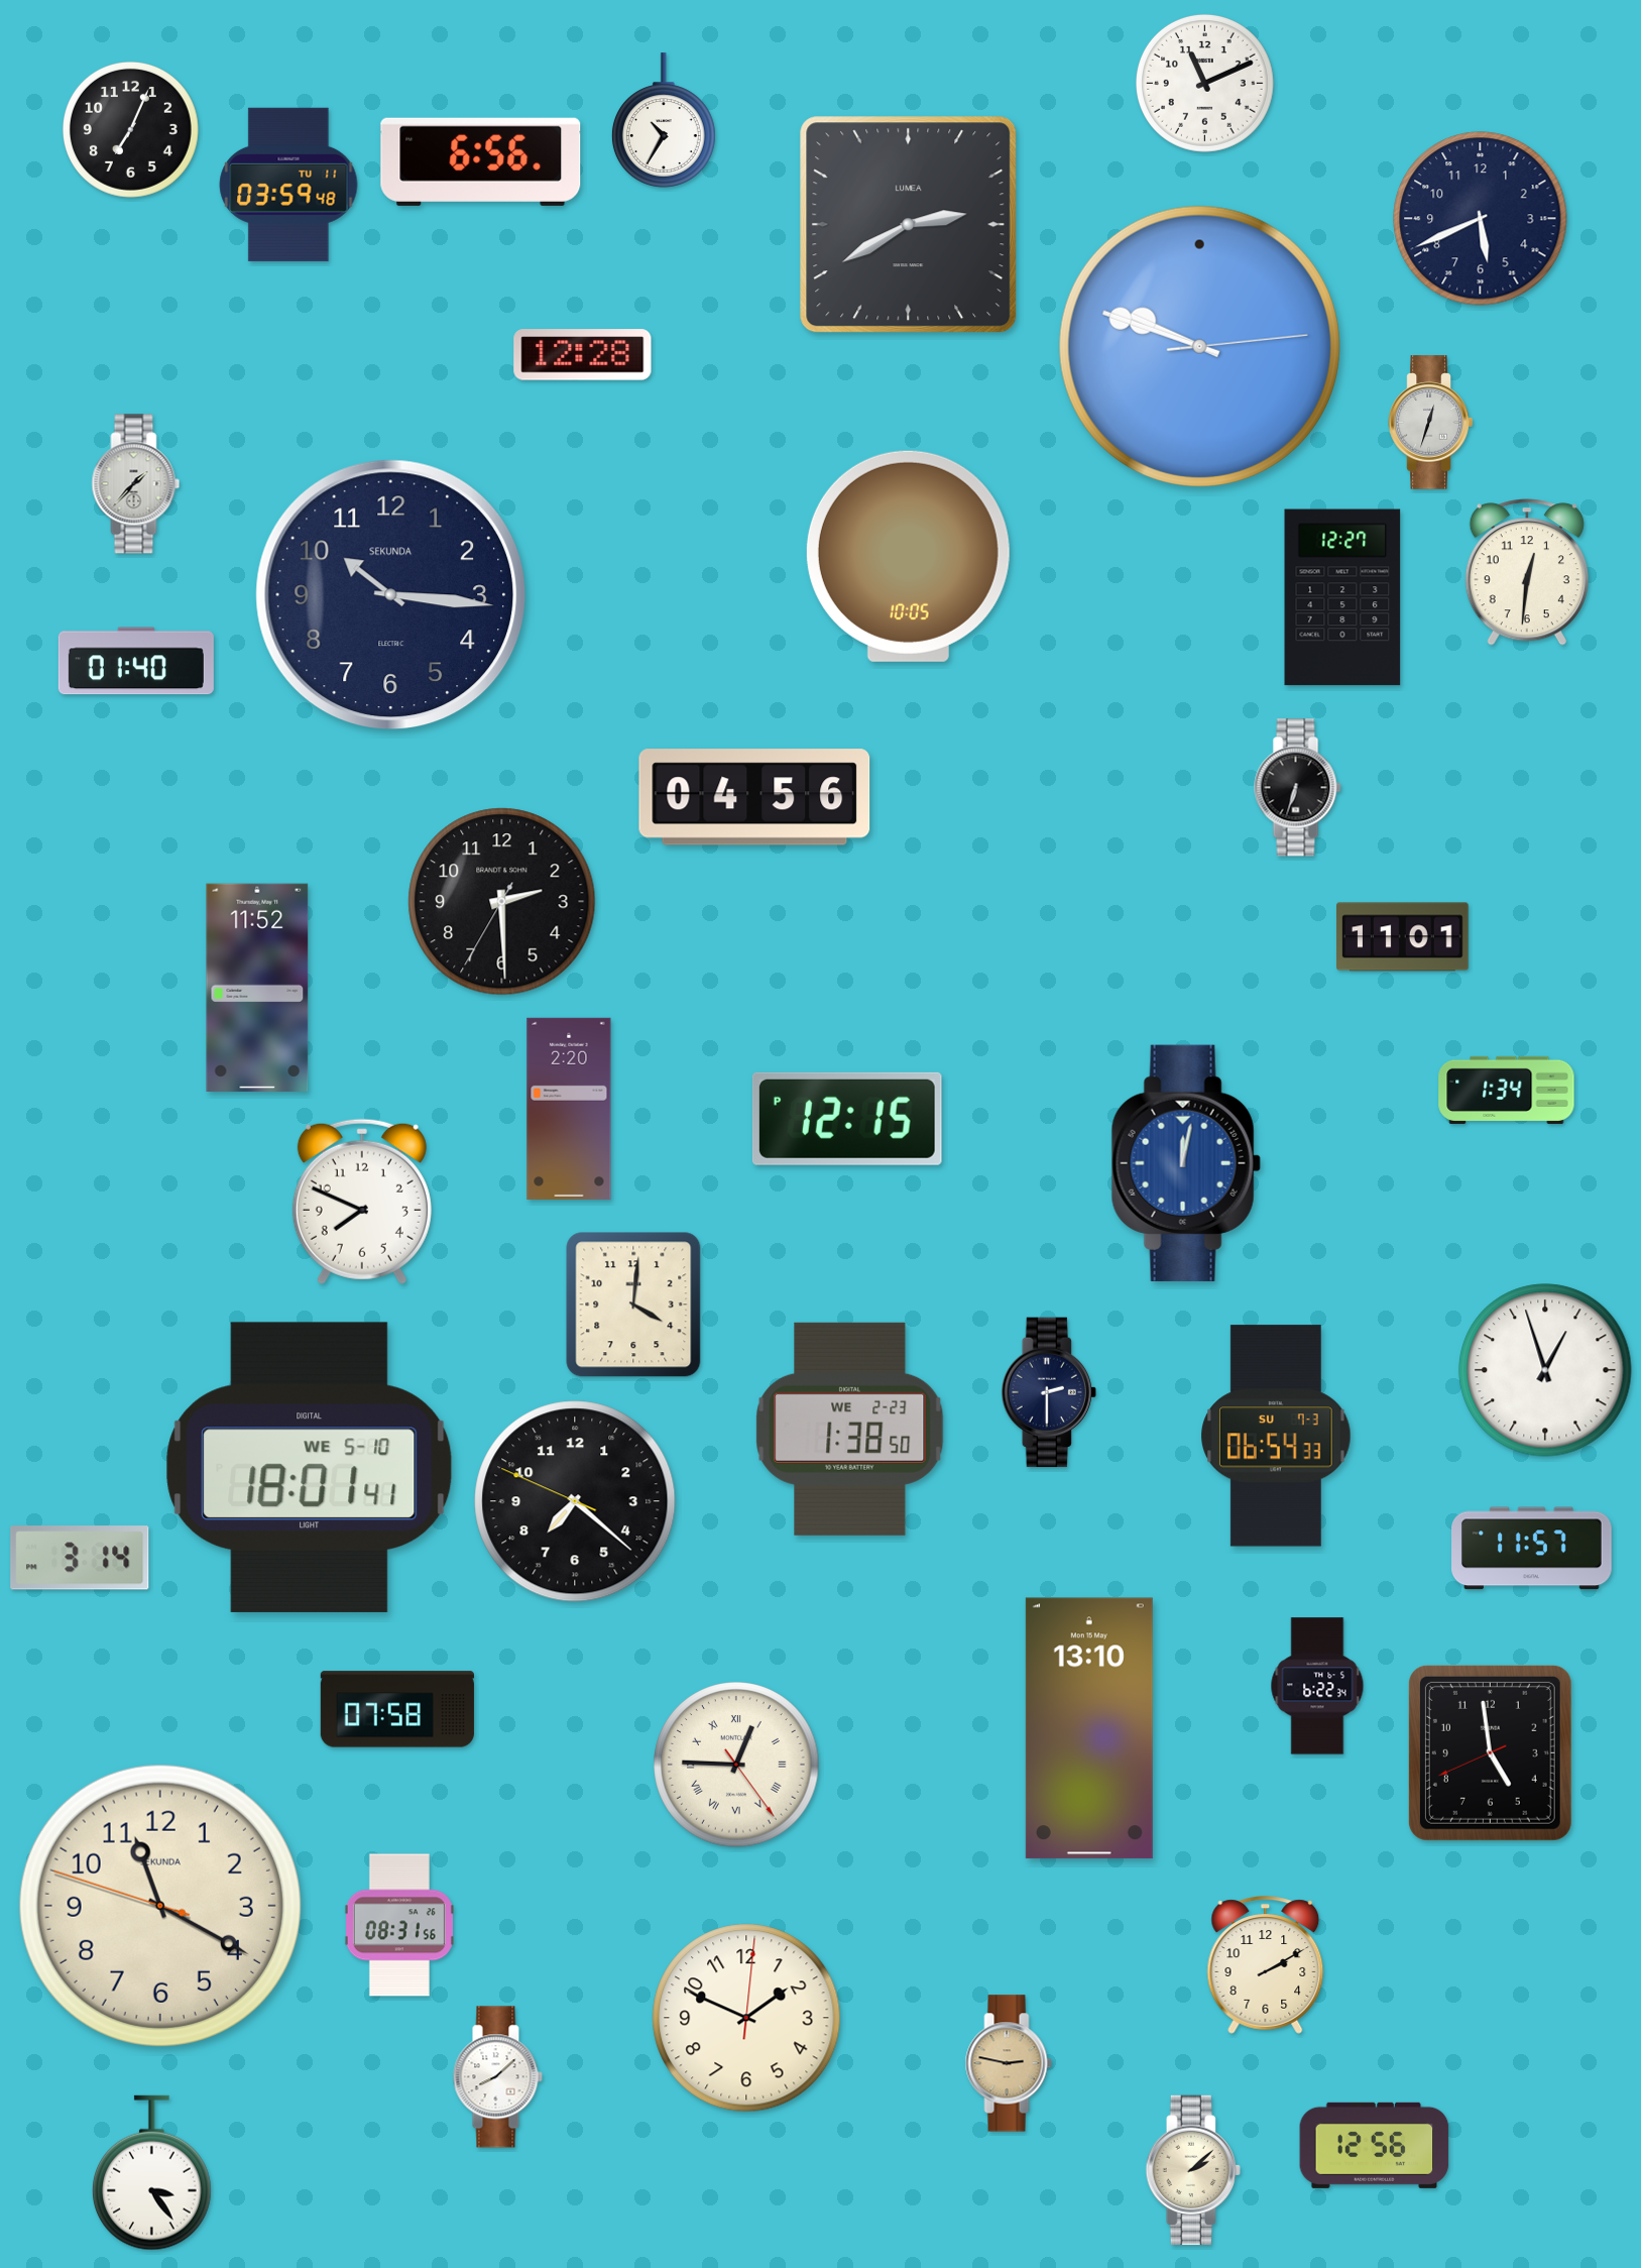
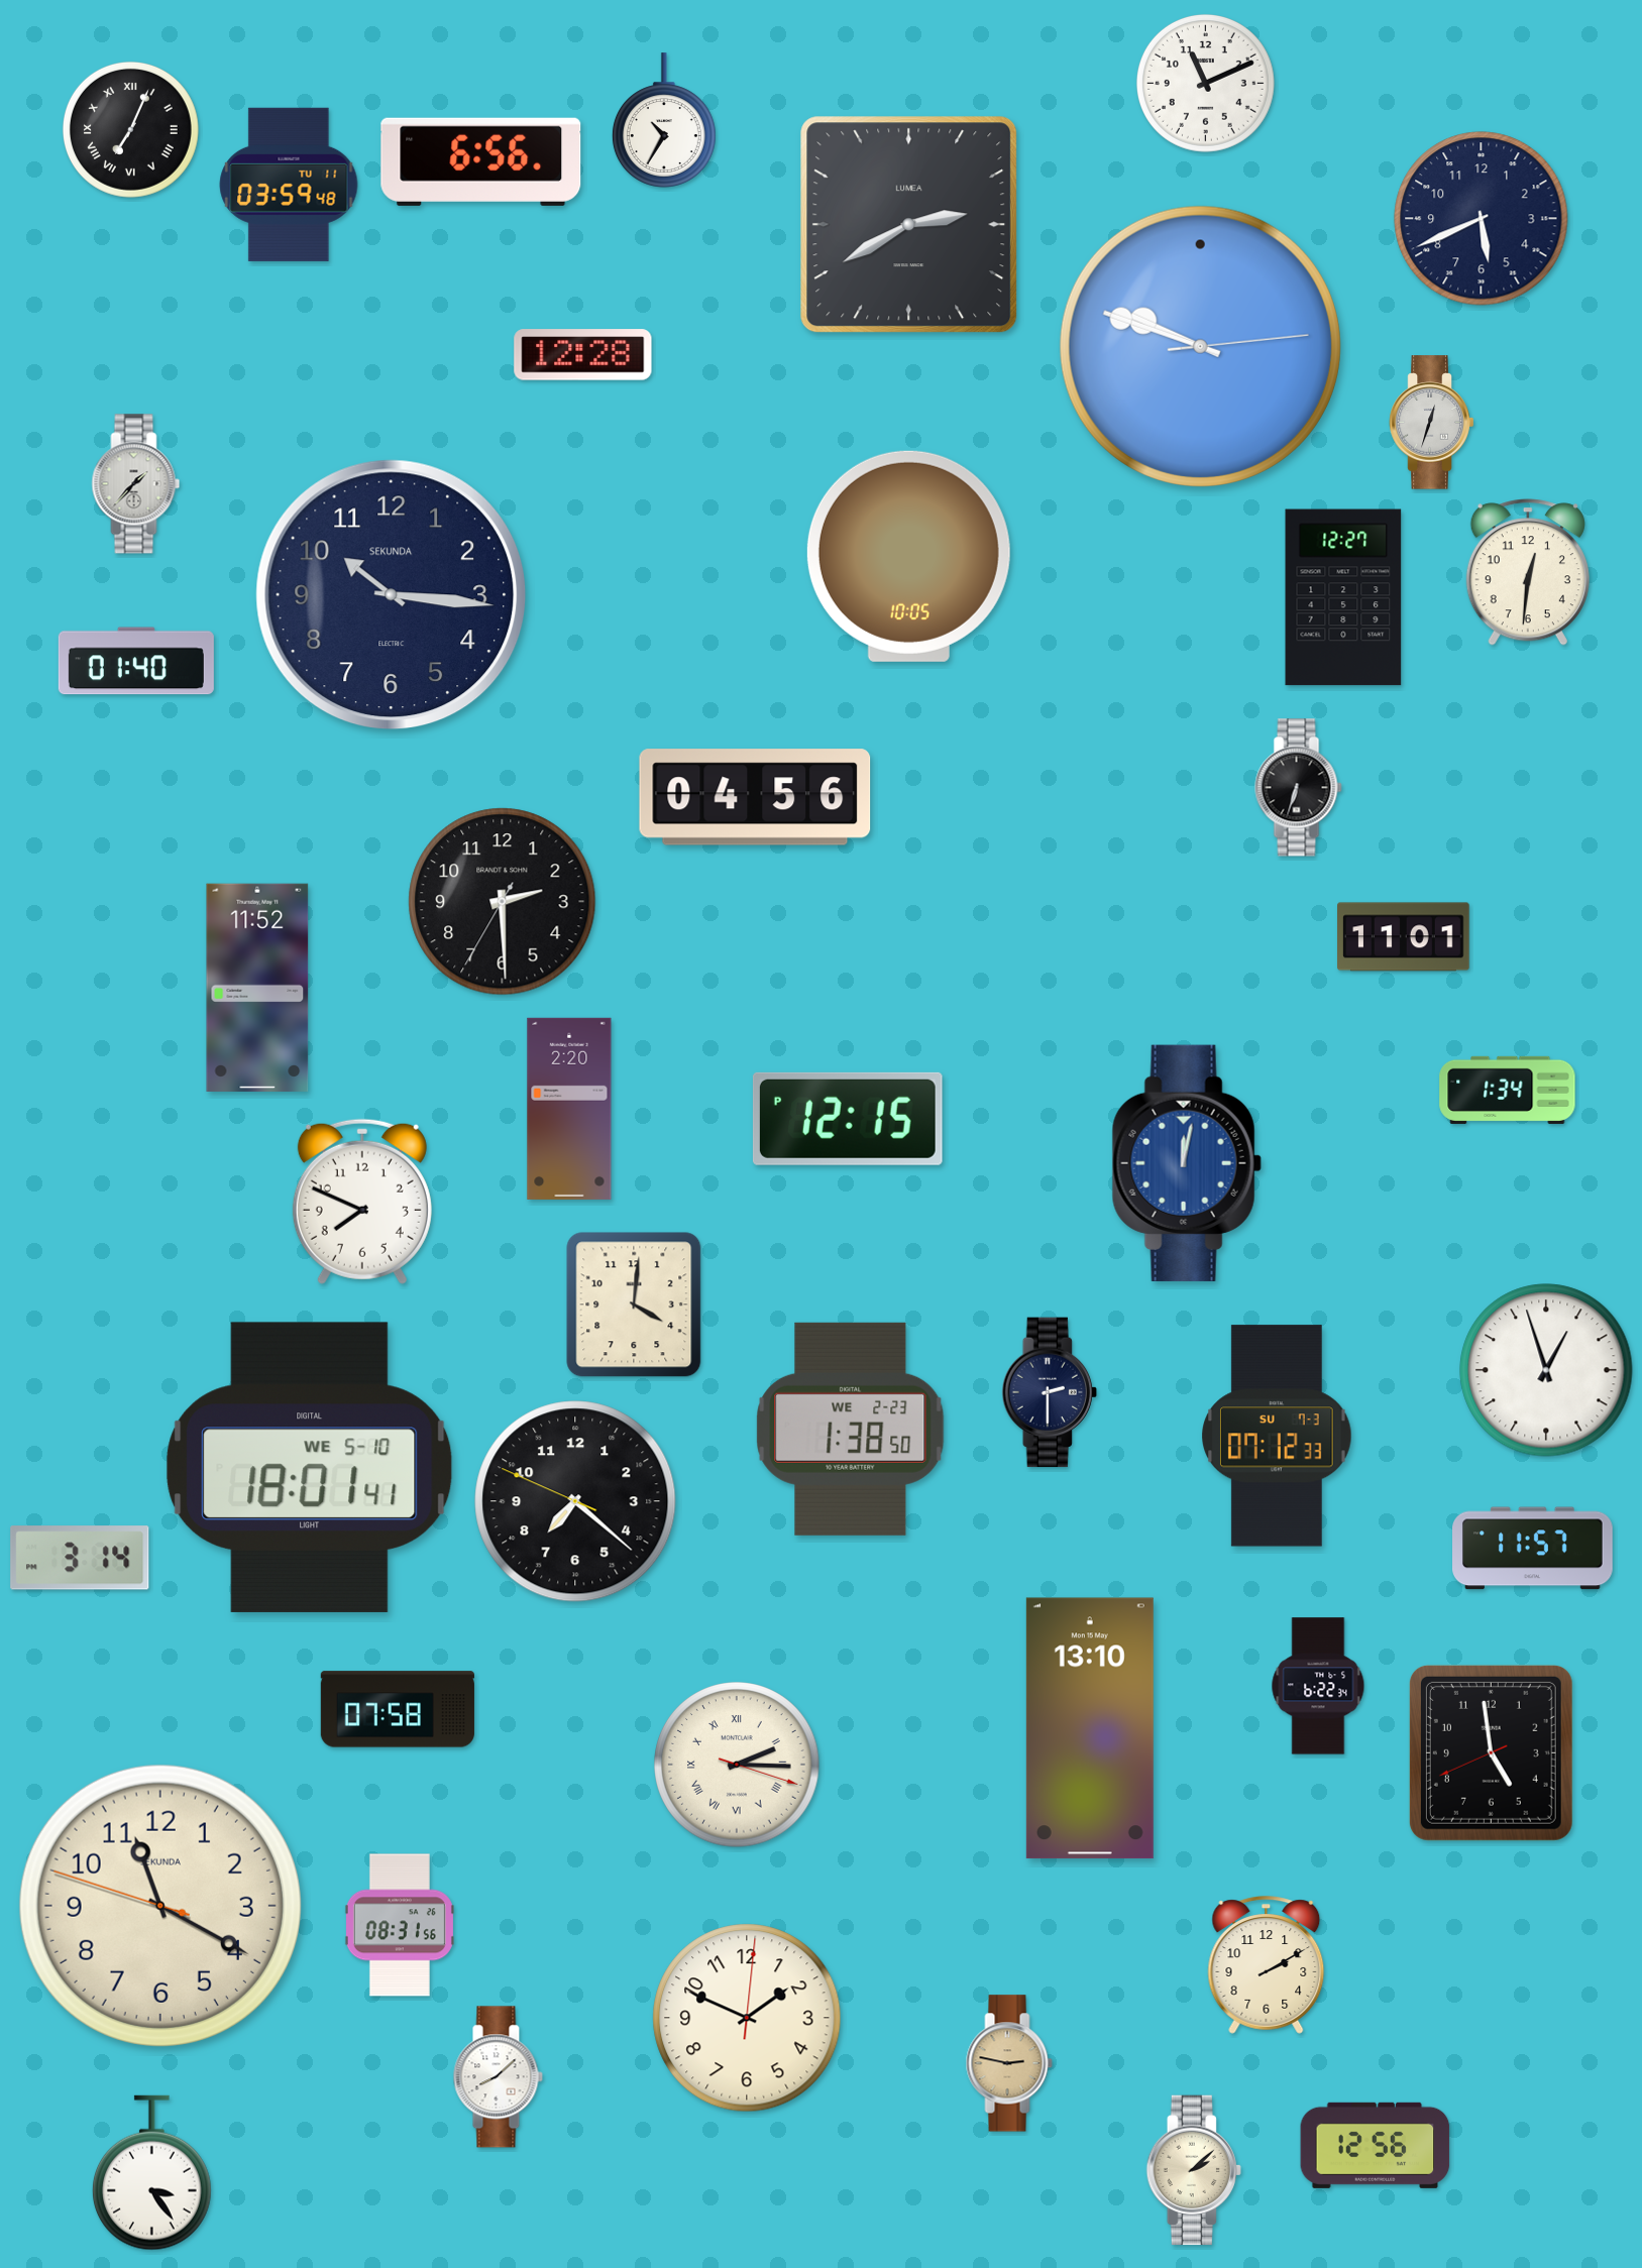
clock at (130, 129) numerals: Arabic -> Roman
clock at (1276, 1436): 06:54 -> 07:12
clock at (736, 1765): 12:45 -> 2:15
